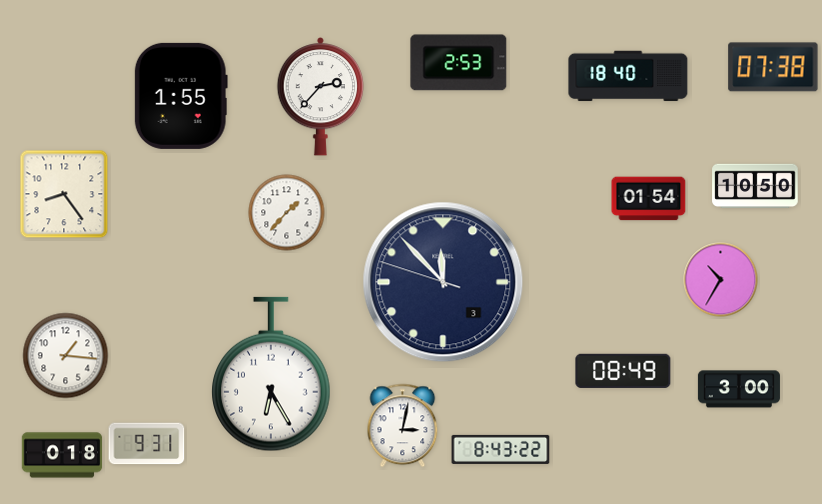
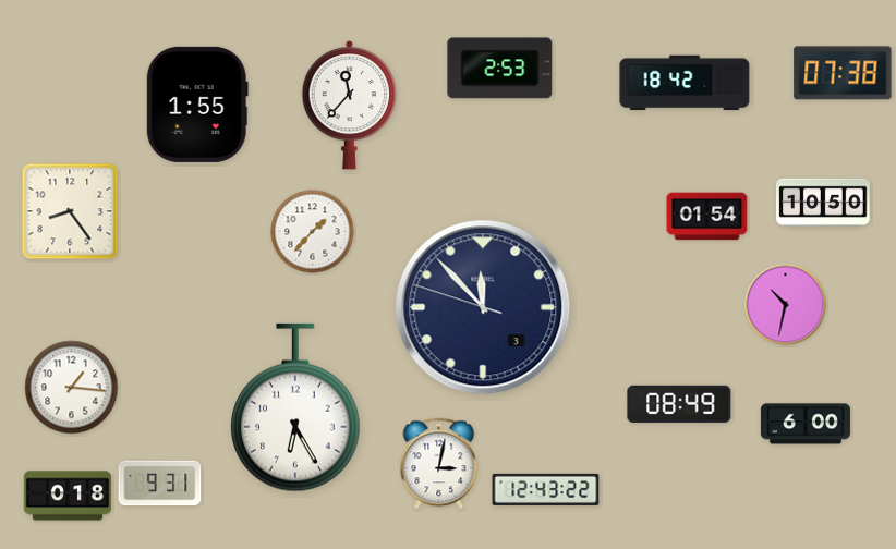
clock at (628, 76): 18:40 -> 18:42
clock at (321, 97): 2:37 -> 11:37
clock at (721, 280): 10:35 -> 10:32
clock at (739, 389): 3:00 -> 6:00
clock at (501, 449): 8:43 -> 12:43
